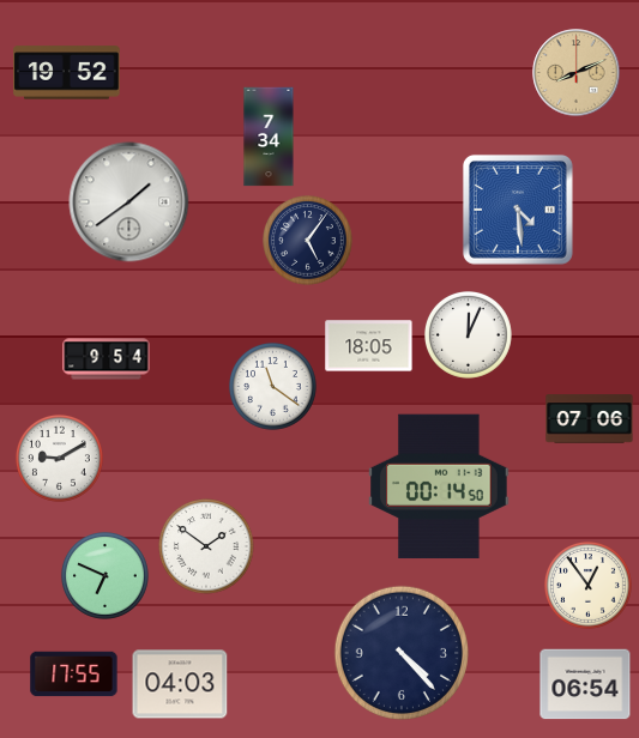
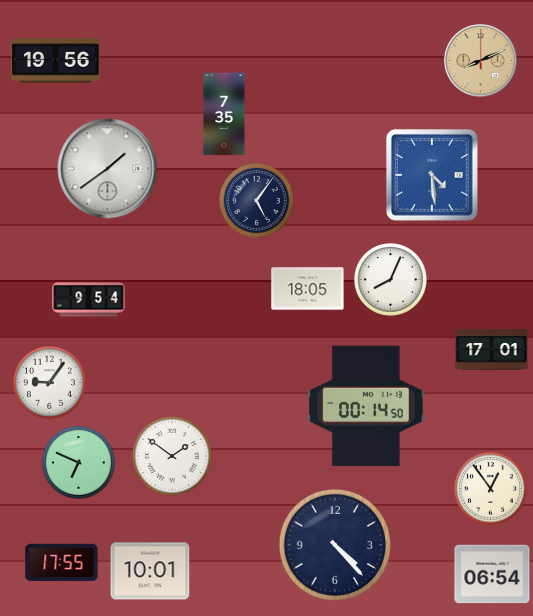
clock at (67, 73): 19:52 -> 19:56
clock at (269, 137): 7:34 -> 7:35
clock at (468, 334): 12:04 -> 8:04
clock at (272, 386): 11:21 -> none
clock at (590, 419): 07:06 -> 17:01
clock at (59, 458): 9:10 -> 9:06
clock at (104, 575) position: (104, 575) -> (78, 462)
clock at (180, 684): 04:03 -> 10:01
clock at (585, 684) position: (585, 684) -> (492, 574)
